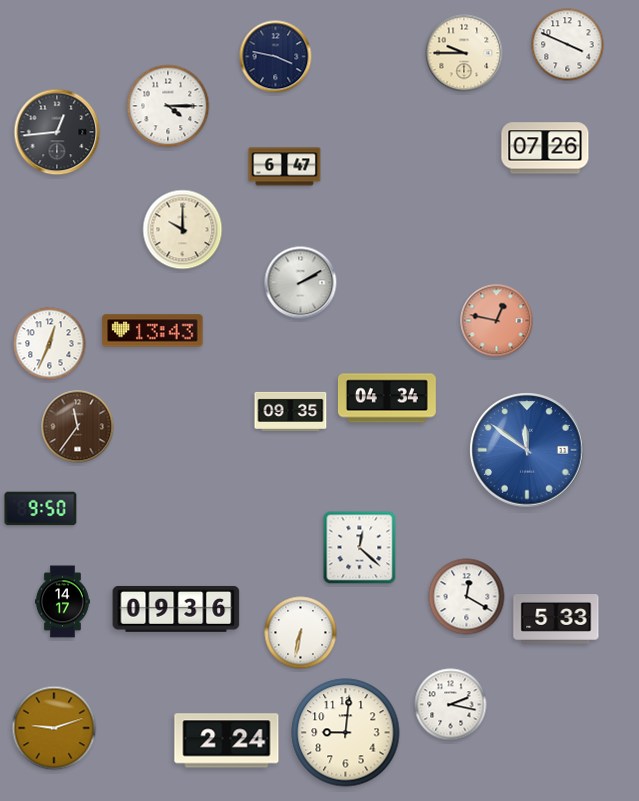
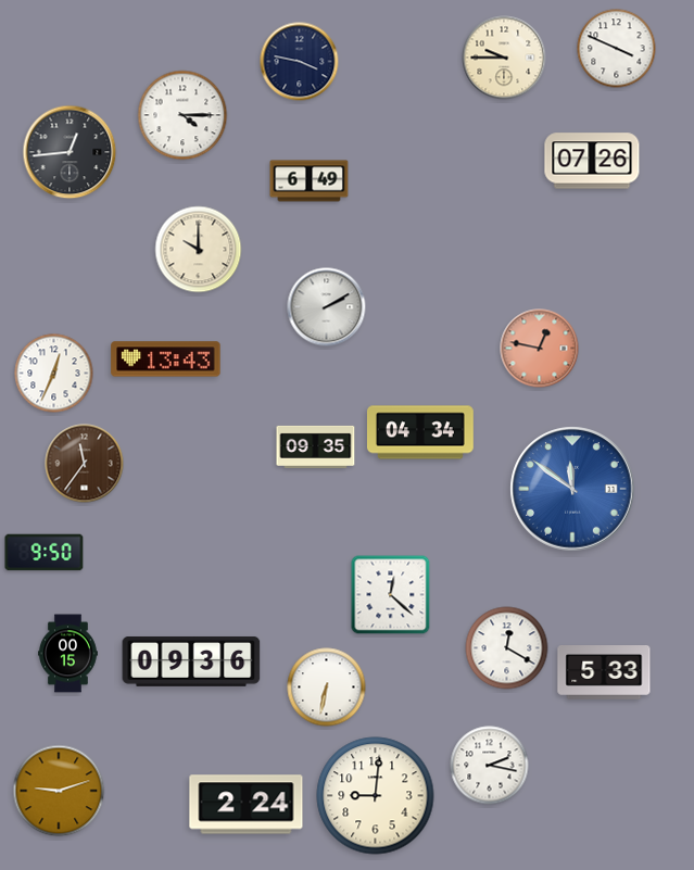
clock at (57, 132) position: (57, 132) -> (70, 152)
clock at (285, 167): 6:47 -> 6:49
clock at (63, 602): 14:17 -> 00:15
